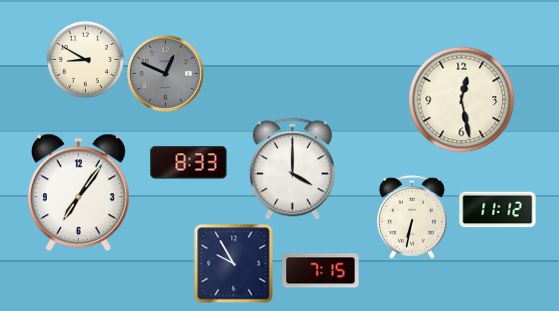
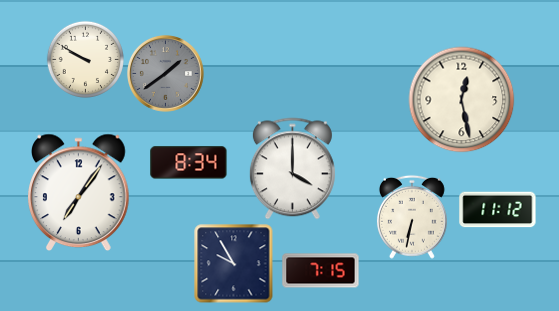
clock at (85, 59): 8:50 -> 9:50
clock at (166, 74): 12:49 -> 1:39
clock at (189, 163): 8:33 -> 8:34
